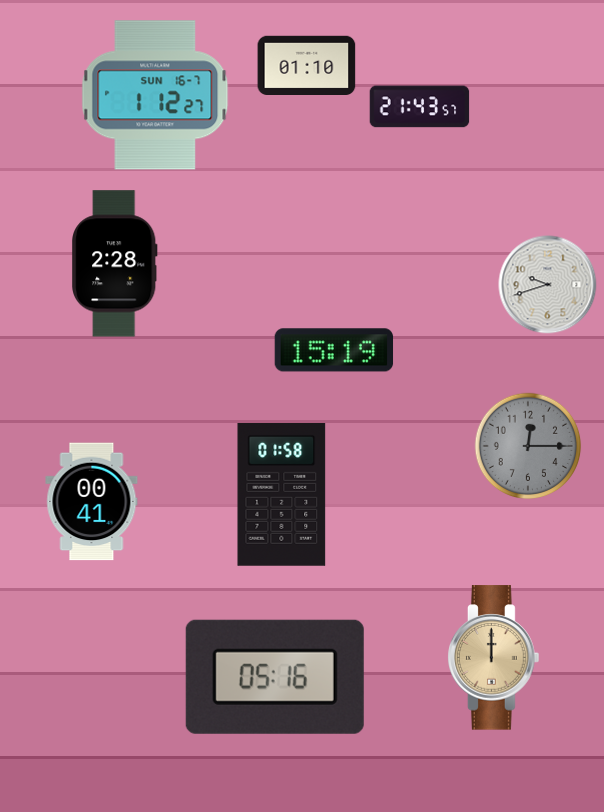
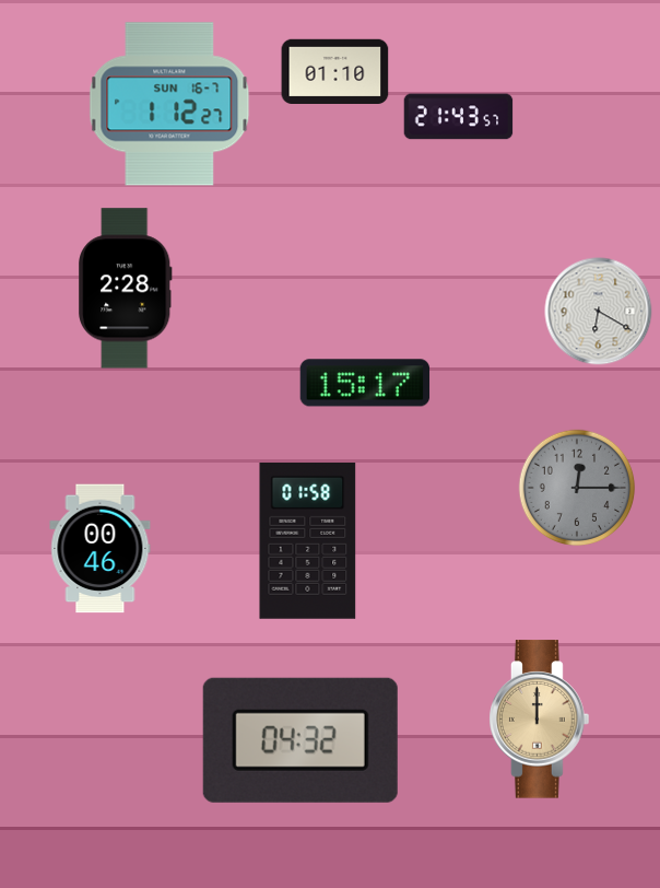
clock at (548, 285): 9:42 -> 6:20
clock at (334, 350): 15:19 -> 15:17
clock at (92, 502): 00:41 -> 00:46
clock at (275, 677): 05:16 -> 04:32
